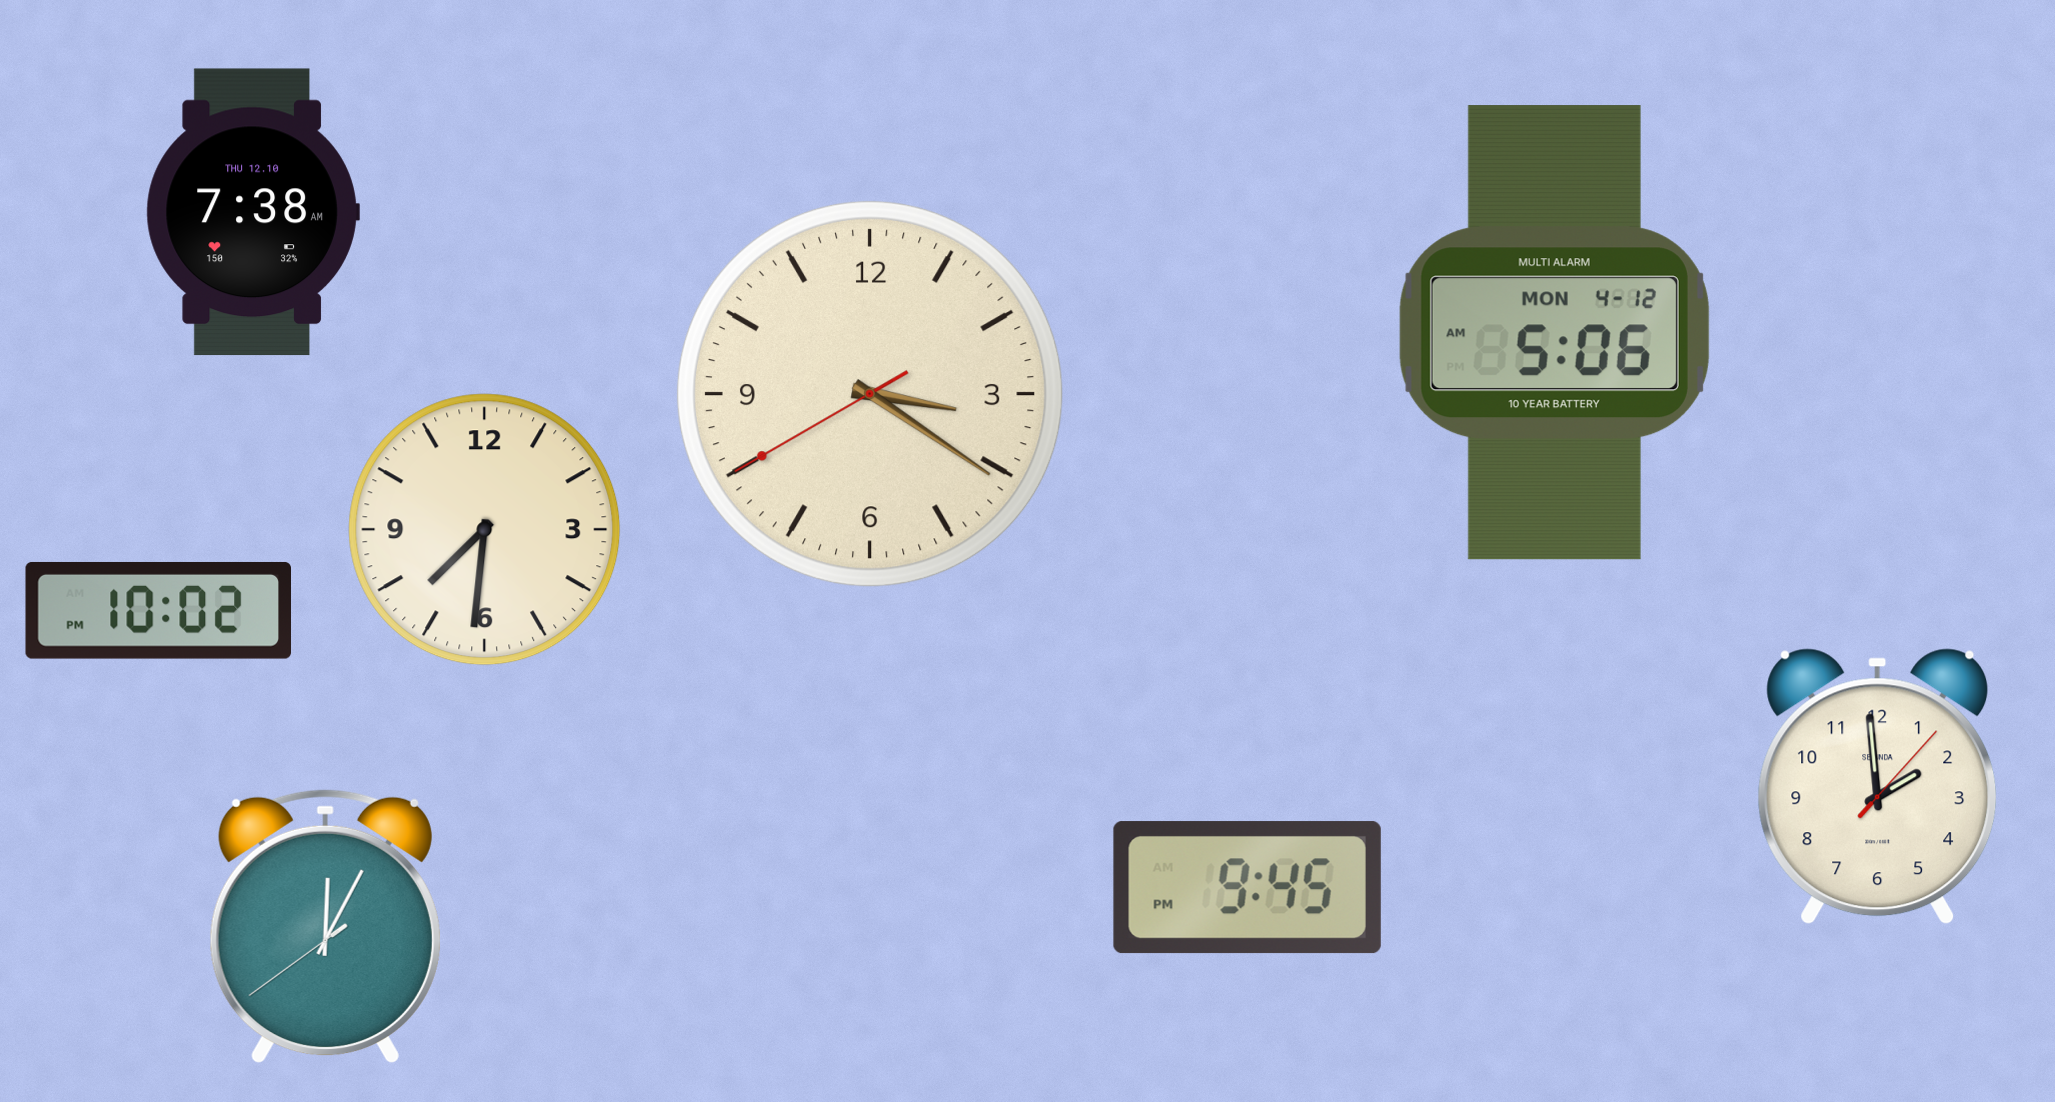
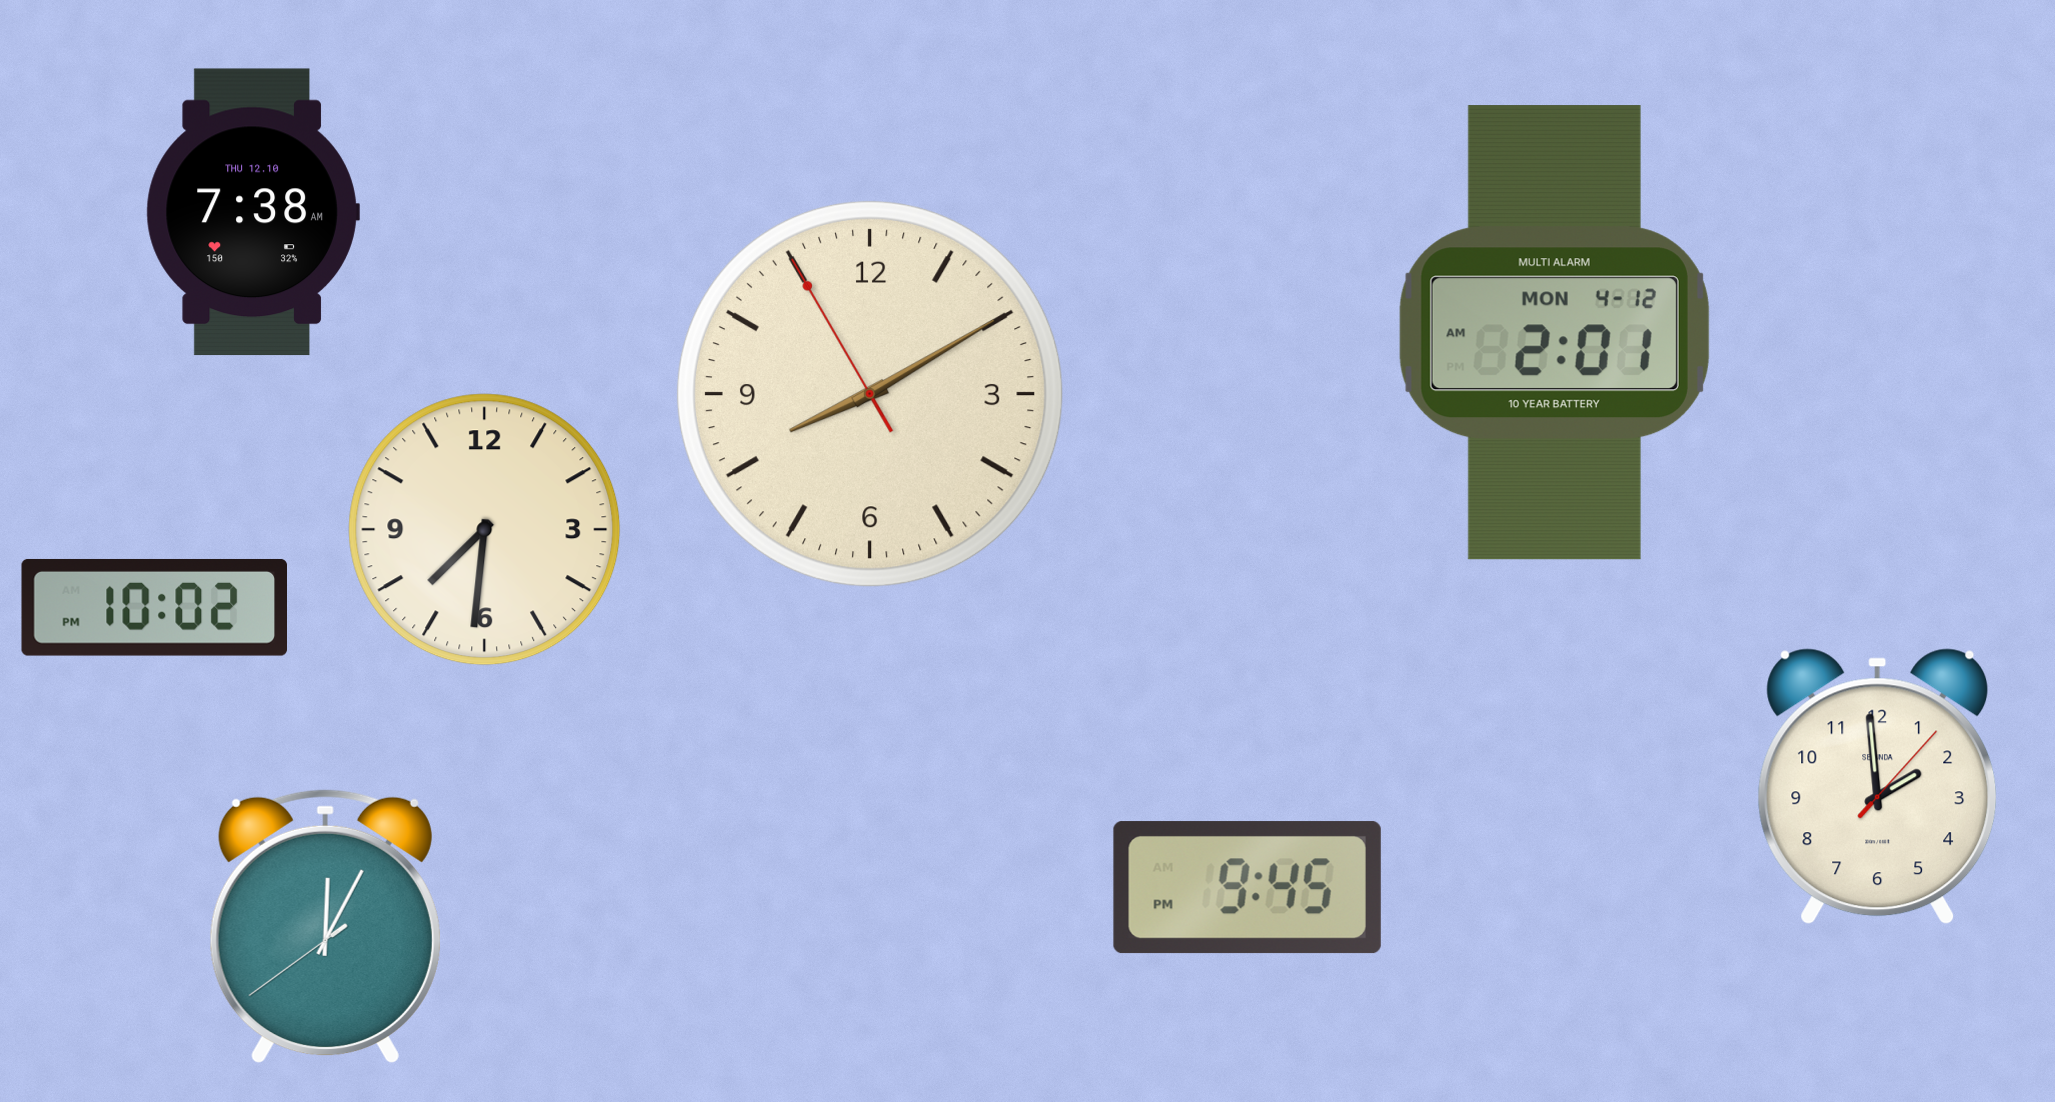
clock at (1554, 333): 5:06 -> 2:01
clock at (870, 394): 3:20 -> 8:09
clock at (158, 610) position: (158, 610) -> (154, 607)
